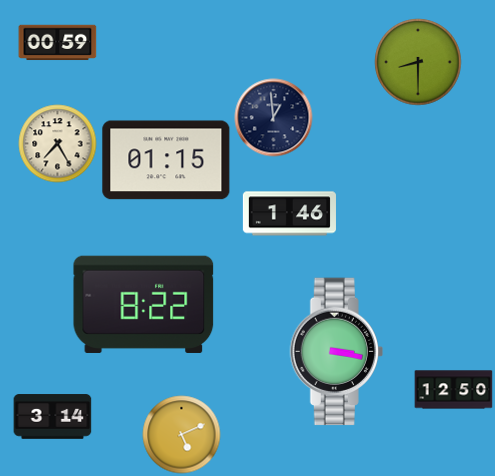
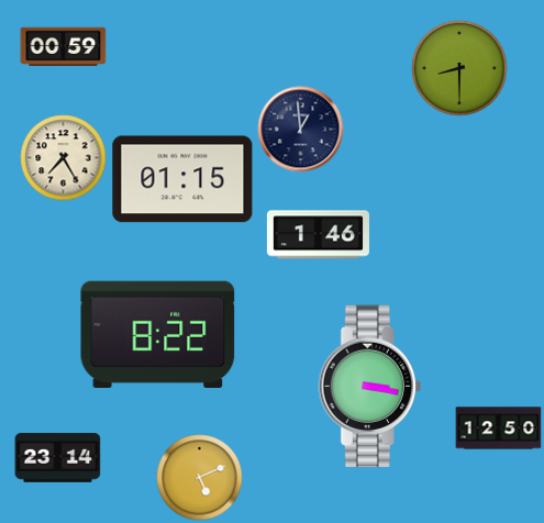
clock at (166, 160) position: (166, 160) -> (182, 179)
clock at (52, 417): 3:14 -> 23:14
